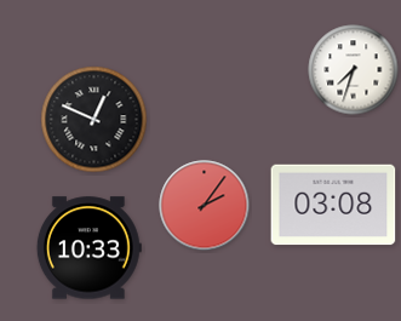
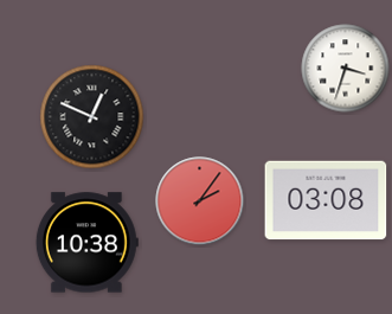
clock at (354, 70): 7:33 -> 3:33
clock at (88, 248): 10:33 -> 10:38
